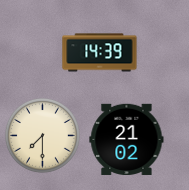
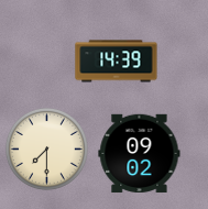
clock at (100, 53) position: (100, 53) -> (117, 62)
clock at (127, 139): 21:02 -> 09:02
